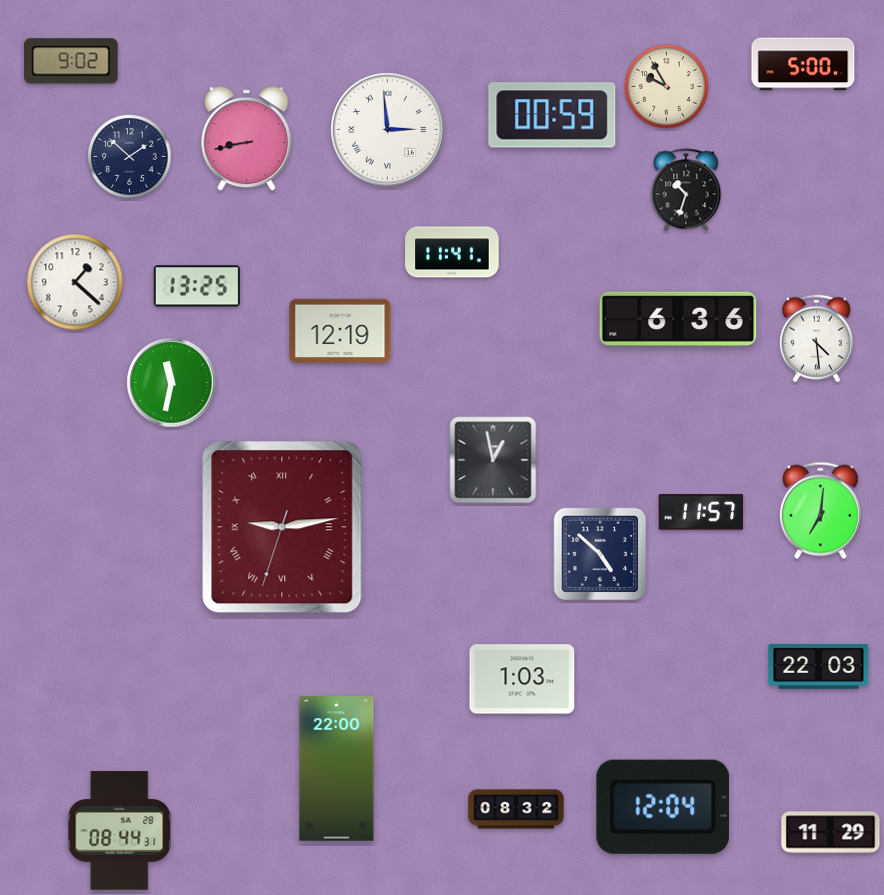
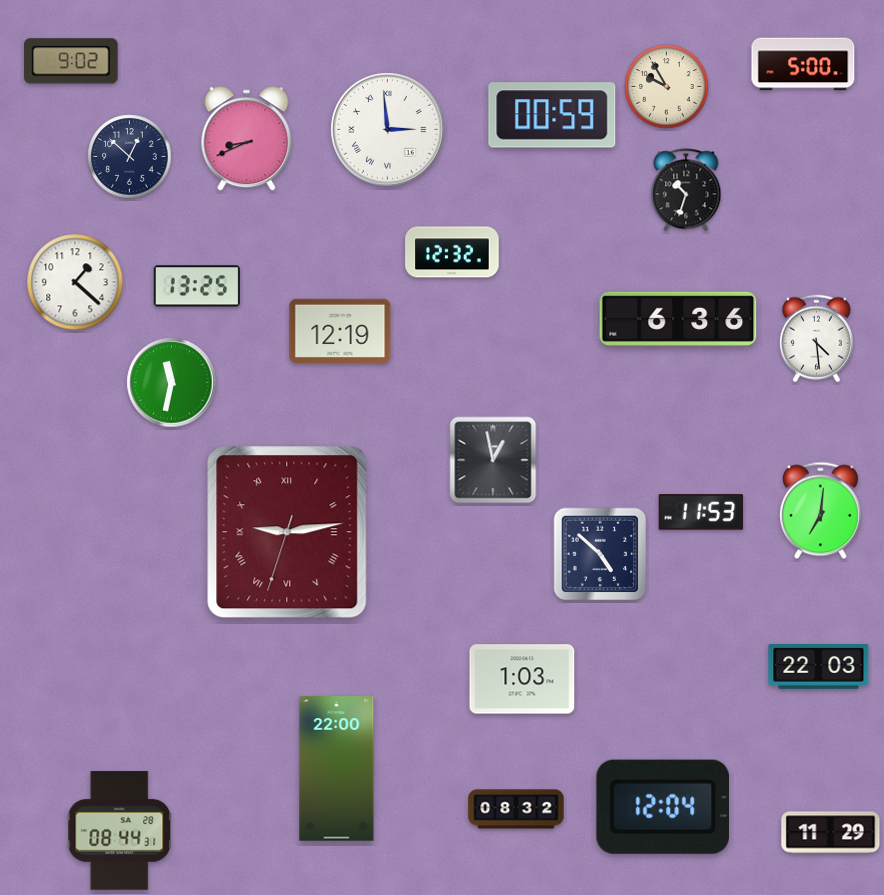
clock at (247, 139): 8:43 -> 8:41
clock at (130, 157): 1:52 -> 12:52
clock at (452, 252): 11:41 -> 12:32
clock at (701, 512): 11:57 -> 11:53
clock at (282, 527) position: (282, 527) -> (287, 532)
